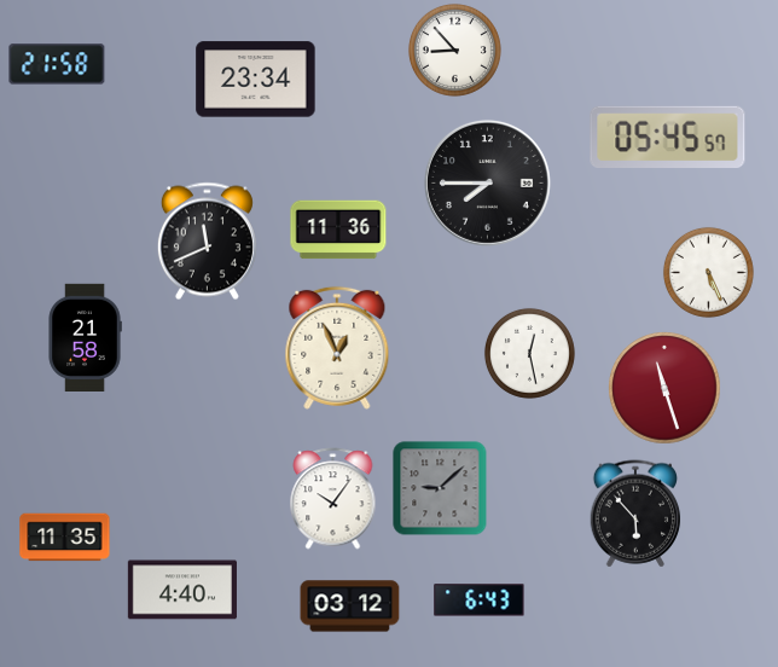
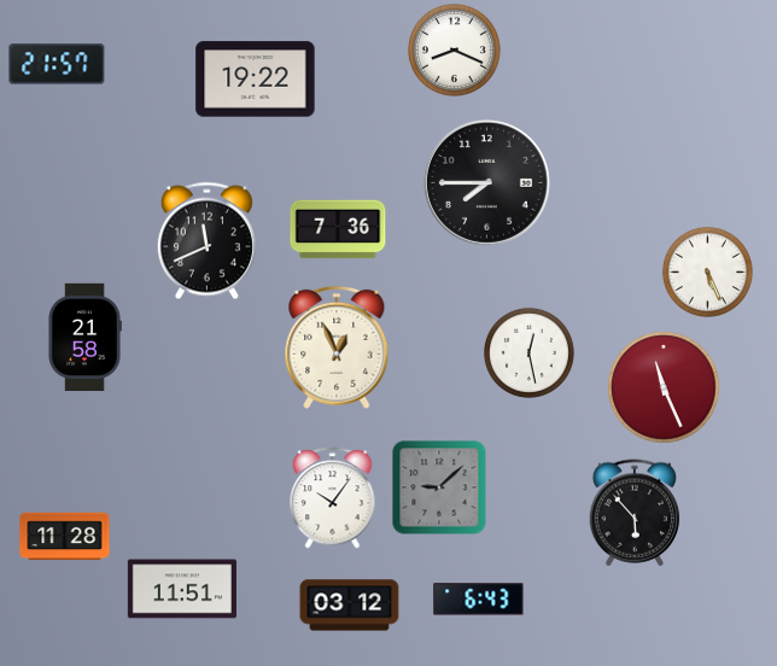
clock at (454, 50): 8:53 -> 8:19
clock at (57, 64): 21:58 -> 21:57
clock at (256, 80): 23:34 -> 19:22
clock at (668, 138): 05:45 -> none
clock at (338, 230): 11:36 -> 7:36
clock at (664, 388): 11:27 -> 11:26
clock at (65, 538): 11:35 -> 11:28
clock at (182, 590): 4:40 -> 11:51
